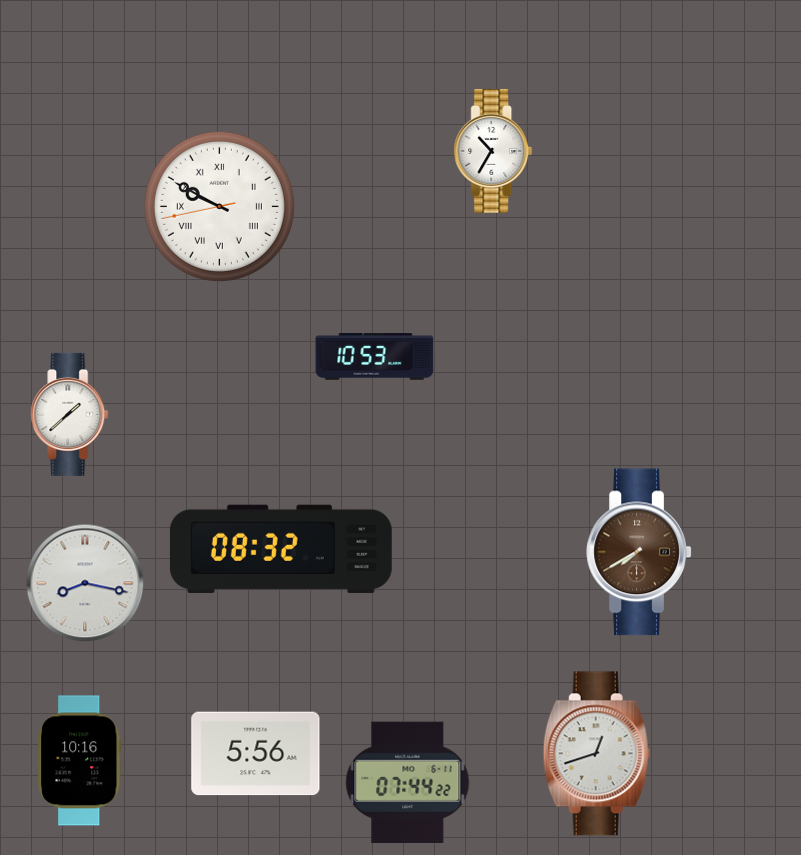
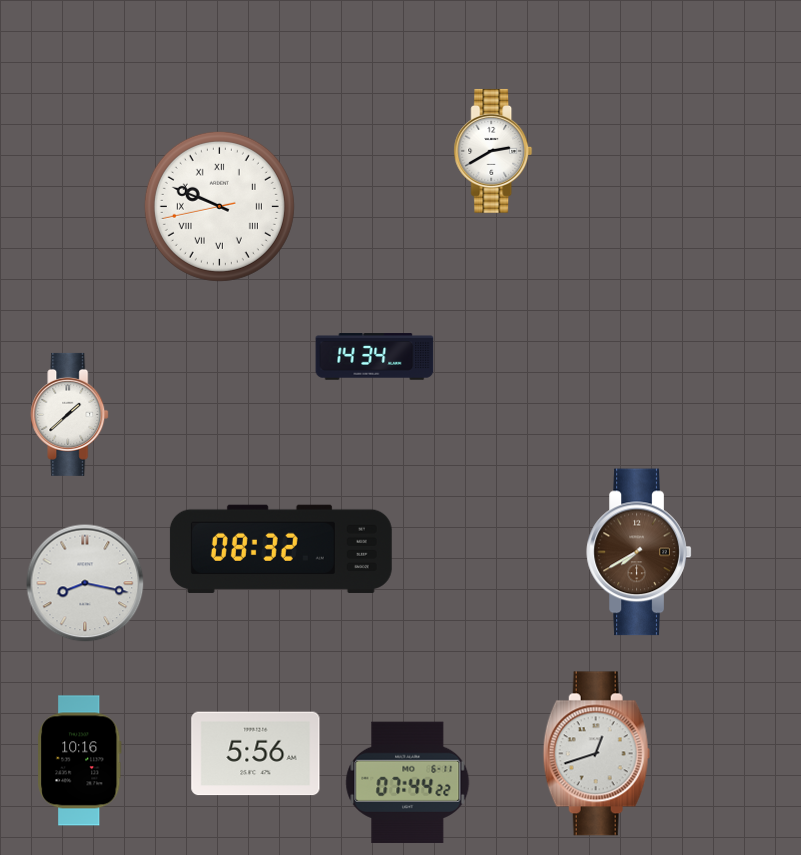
clock at (493, 151): 10:35 -> 2:40
clock at (219, 206): 9:49 -> 9:48
clock at (375, 357): 10:53 -> 14:34
